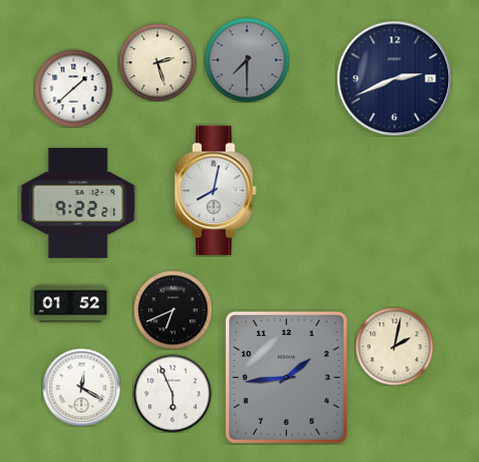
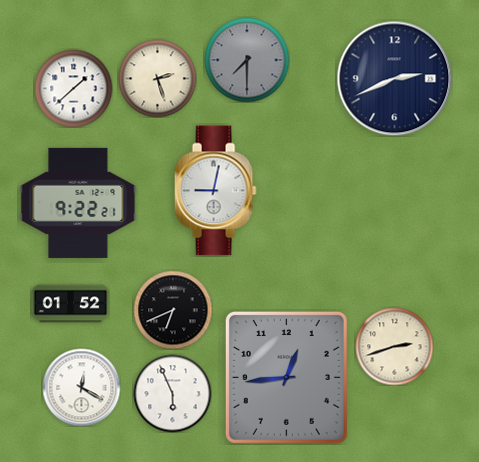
clock at (157, 62) position: (157, 62) -> (157, 78)
clock at (215, 191): 8:02 -> 9:02
clock at (394, 346): 2:02 -> 2:42
clock at (286, 377): 1:44 -> 12:44
